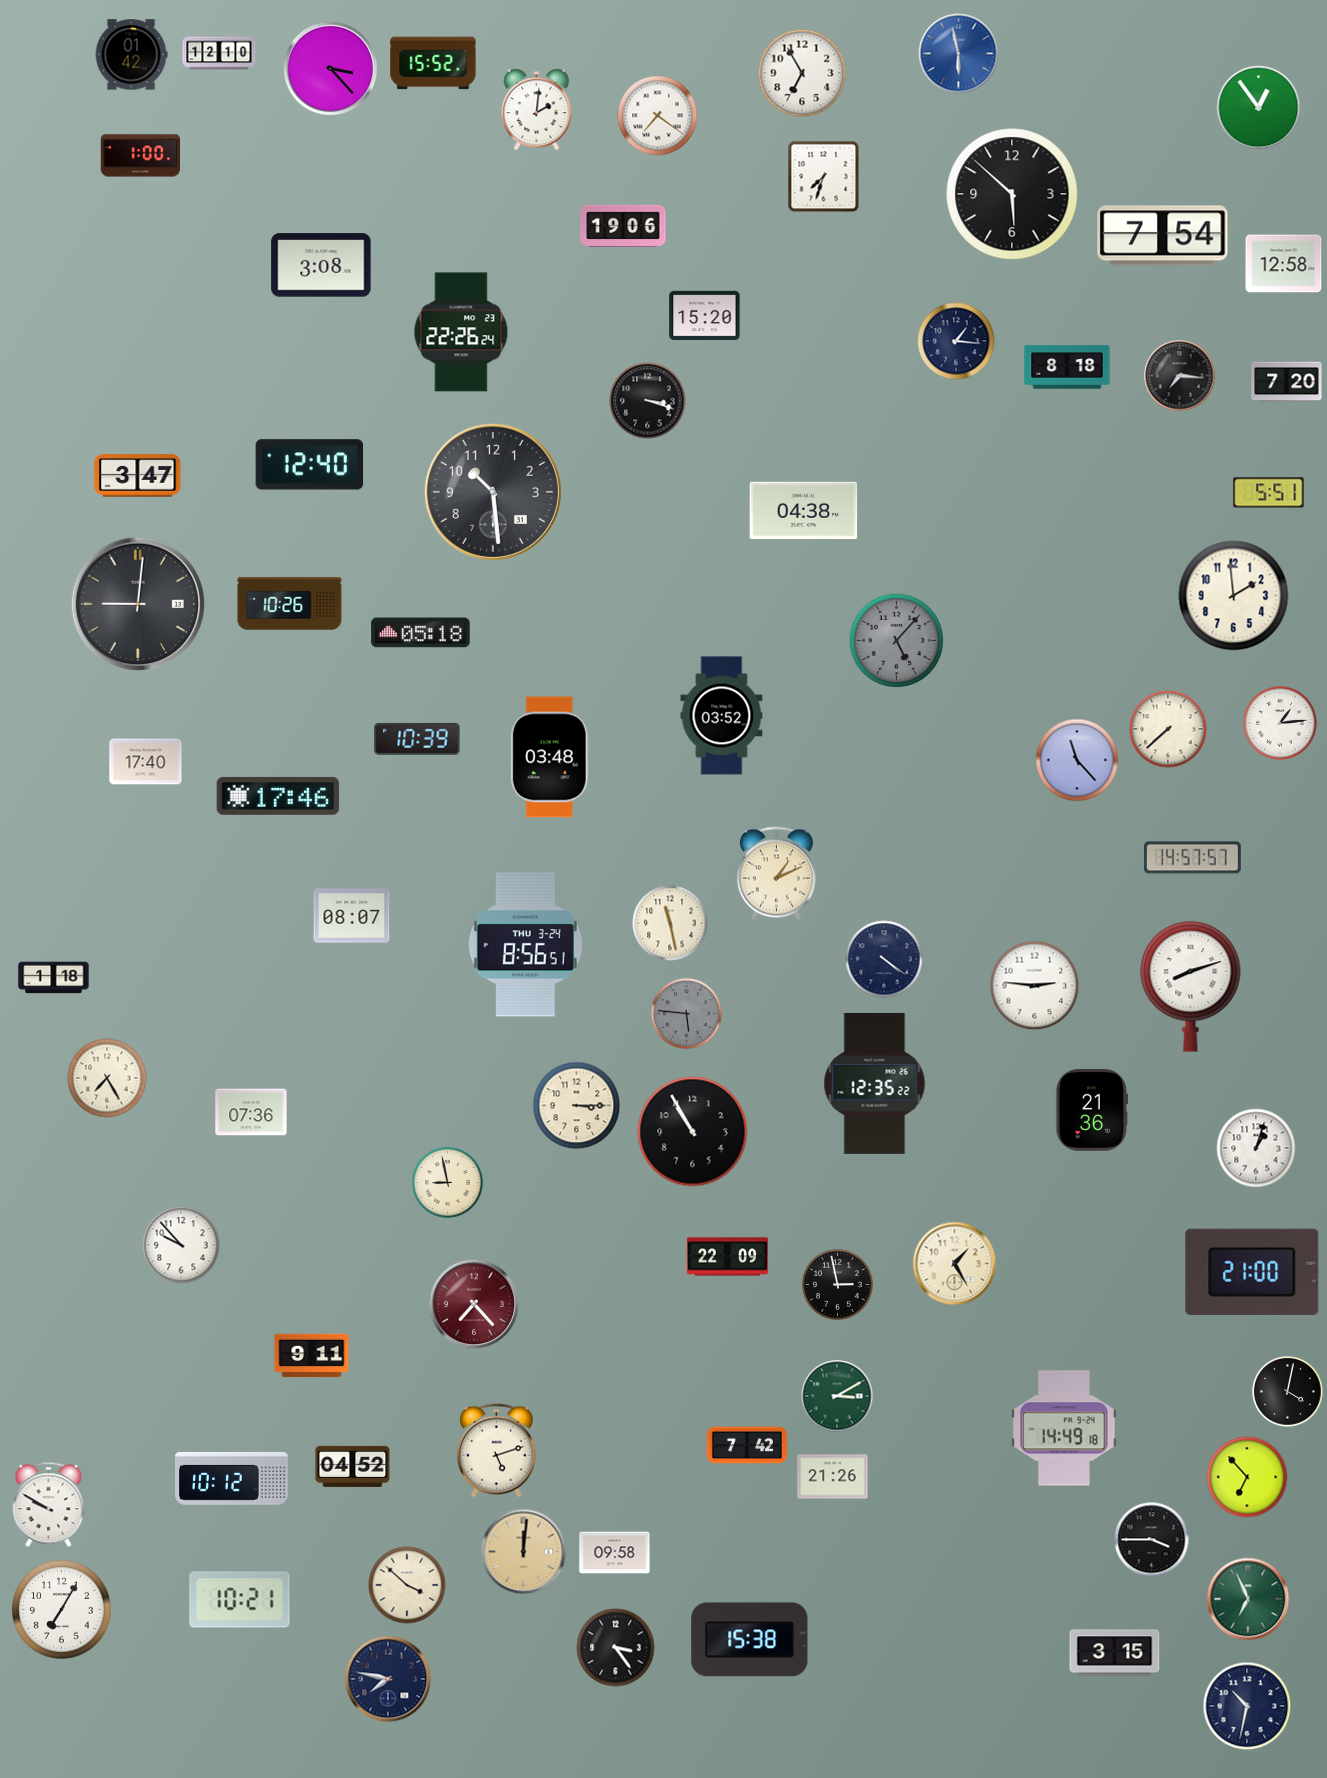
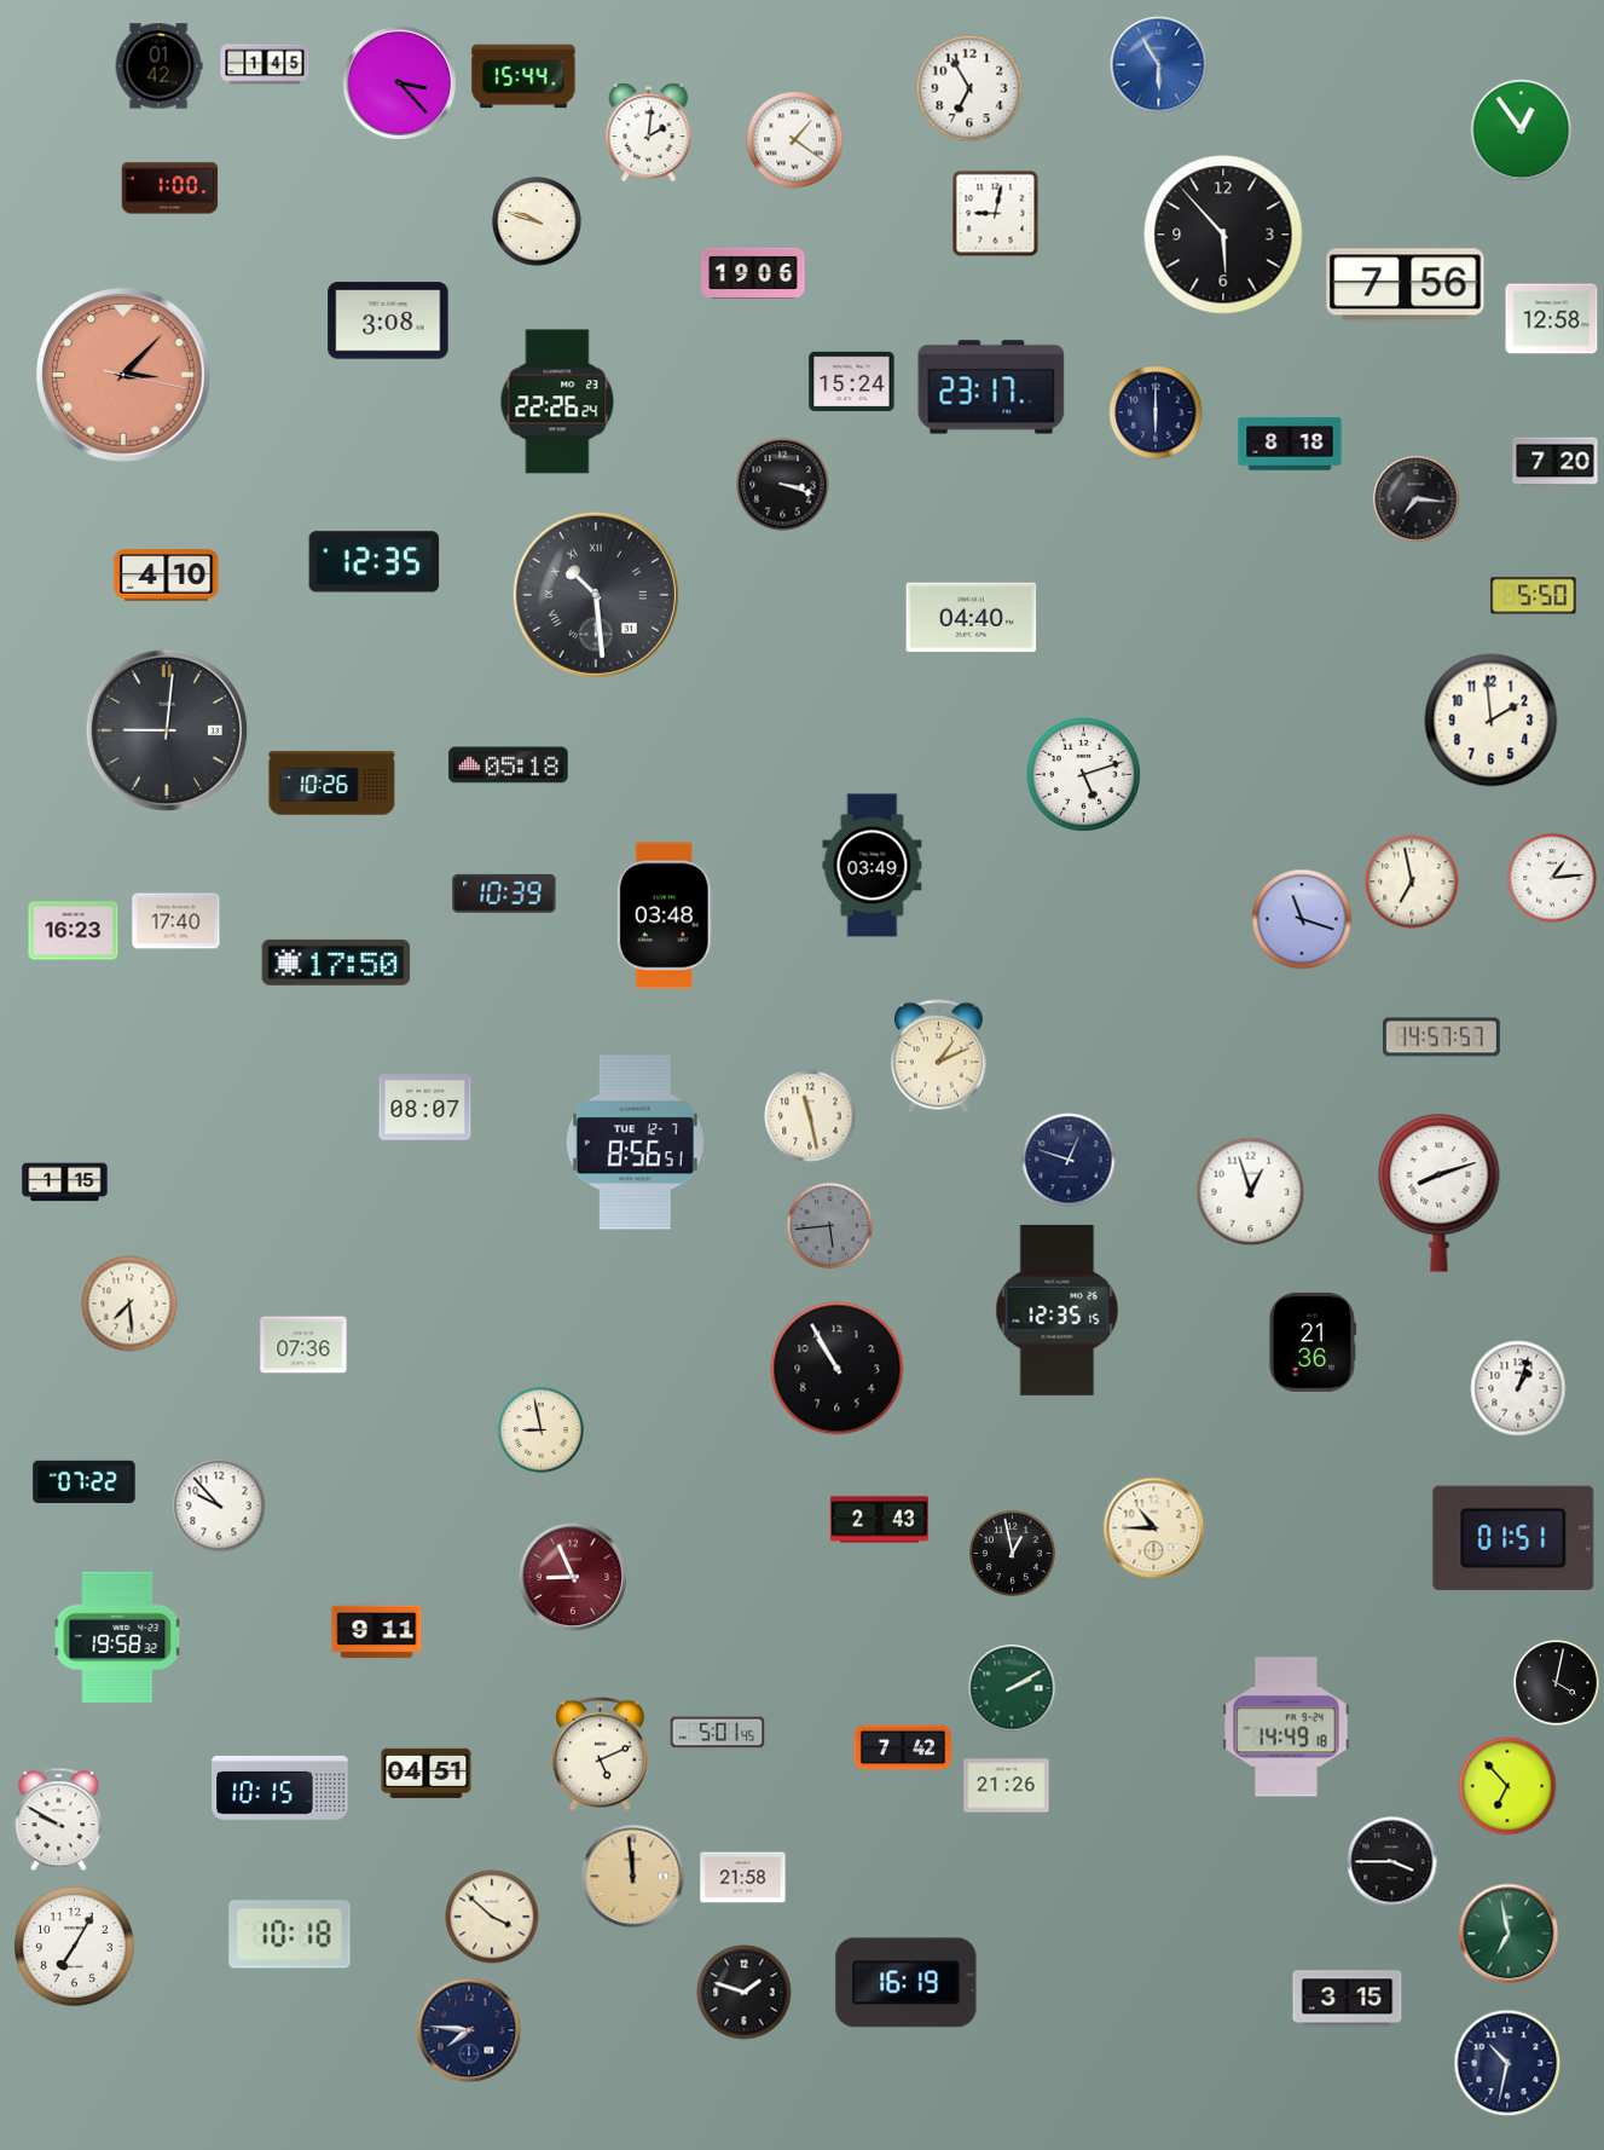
clock at (219, 53): 12:10 -> 1:45
clock at (959, 54): 5:58 -> 5:55
clock at (433, 63): 15:52 -> 15:44
clock at (658, 116): 7:21 -> 1:21
clock at (824, 177): 7:33 -> 9:02
clock at (537, 221): none -> 9:48
clock at (1012, 194): 5:52 -> 5:53
clock at (1163, 236): 7:54 -> 7:56
clock at (125, 376): none -> 3:07
clock at (705, 316): 15:20 -> 15:24
clock at (991, 387): none -> 23:17
clock at (956, 341): 1:16 -> 6:00
clock at (1180, 376) position: (1180, 376) -> (1417, 499)
clock at (310, 465): 12:40 -> 12:35
clock at (138, 476): 3:47 -> 4:10
clock at (493, 492) numerals: Arabic -> Roman
clock at (1269, 493): 5:51 -> 5:50
clock at (804, 511): 04:38 -> 04:40
clock at (290, 604) position: (290, 604) -> (332, 784)
clock at (896, 640): 5:07 -> 5:12
clock at (896, 640) dial: grey -> white
clock at (722, 716): 03:52 -> 03:49
clock at (1280, 723) position: (1280, 723) -> (1552, 878)
clock at (1168, 729): 7:38 -> 6:58
clock at (1077, 760): 11:23 -> 11:18
clock at (74, 931): none -> 16:23
clock at (278, 796): 17:46 -> 17:50
clock at (525, 945) date: THU 3-24 -> TUE 12-7
clock at (884, 959): 4:21 -> 12:48
clock at (54, 978): 1:18 -> 1:15
clock at (1035, 986): 2:46 -> 12:57
clock at (687, 1014): 5:46 -> 5:44
clock at (107, 1078): 7:25 -> 7:29
clock at (875, 1083): 12:35:22 -> 12:35:15
clock at (577, 1106): 3:15 -> none
clock at (1092, 1110) position: (1092, 1110) -> (1313, 1342)
clock at (85, 1483): none -> 07:22
clock at (727, 1257): 22:09 -> 2:43
clock at (955, 1264): 1:25 -> 10:45
clock at (1252, 1272): 21:00 -> 01:51
clock at (838, 1285): 2:58 -> 12:58
clock at (474, 1304): 7:23 -> 8:56
clock at (117, 1637): none -> 19:58
clock at (312, 1356) position: (312, 1356) -> (377, 1632)
clock at (837, 1396): 3:10 -> 2:10
clock at (718, 1733): none -> 5:01
clock at (496, 1451): 5:12 -> 5:11
clock at (353, 1466): 04:52 -> 04:51
clock at (232, 1478): 10:12 -> 10:15
clock at (524, 1552): 12:01 -> 11:59
clock at (615, 1553): 09:58 -> 21:58
clock at (1248, 1599): 6:56 -> 6:58
clock at (240, 1600): 10:21 -> 10:18
clock at (750, 1640): 15:38 -> 16:19
clock at (616, 1648): 3:24 -> 1:48
clock at (388, 1679): 7:47 -> 7:46
